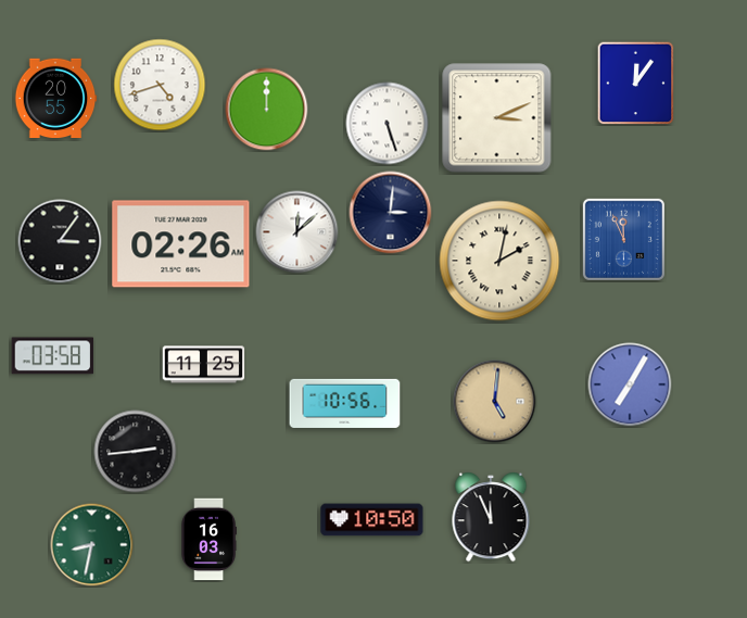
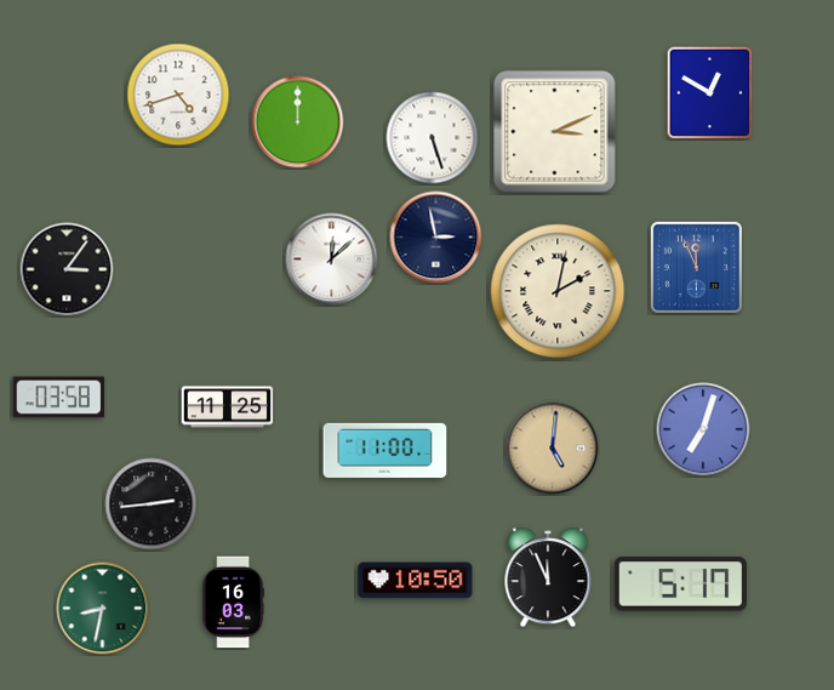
clock at (636, 84): 12:06 -> 12:50
clock at (55, 99): 20:55 -> none
clock at (391, 213): 3:01 -> 2:58
clock at (181, 244): 02:26 -> none
clock at (630, 384): 7:05 -> 7:03
clock at (345, 403): 10:56 -> 11:00
clock at (680, 584): none -> 5:17
